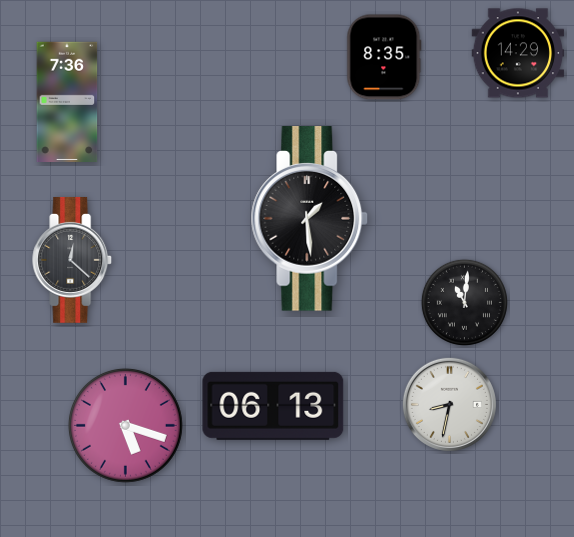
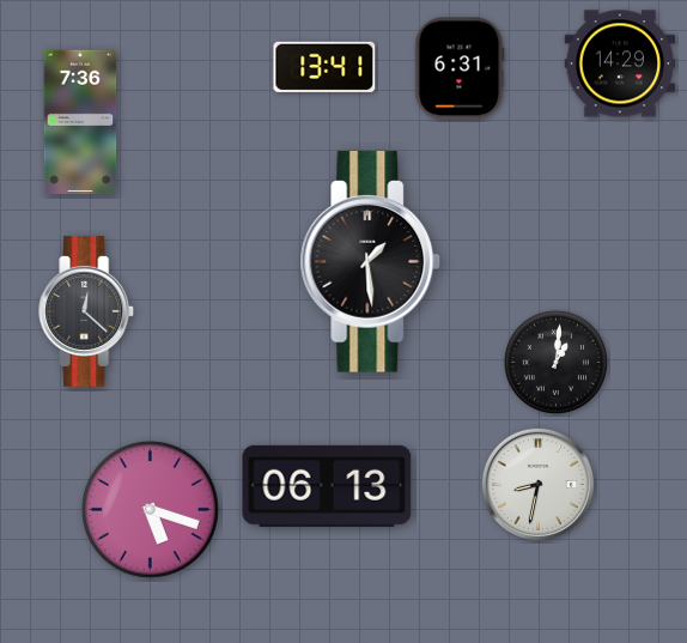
clock at (324, 67): none -> 13:41
clock at (384, 57): 8:35 -> 6:31
clock at (464, 302): 11:01 -> 1:01
